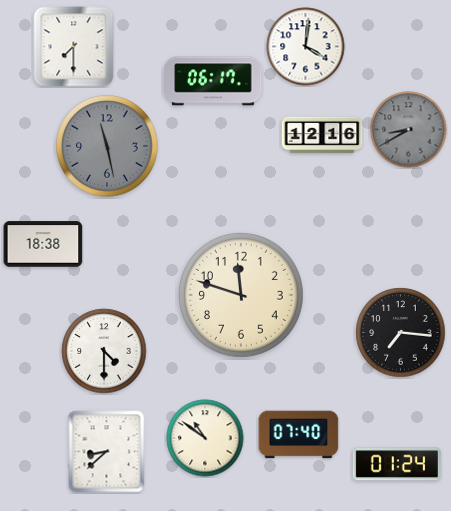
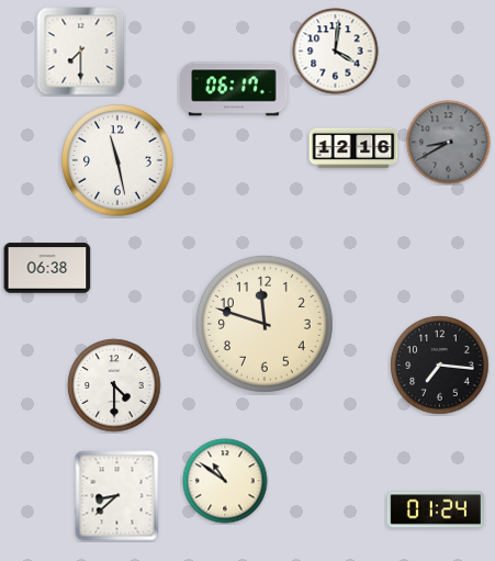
clock at (107, 146) dial: grey -> white
clock at (43, 244): 18:38 -> 06:38
clock at (299, 435): 07:40 -> none
